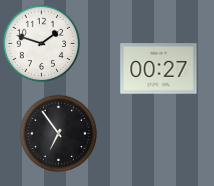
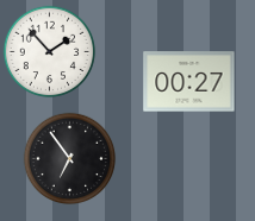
clock at (41, 43): 1:48 -> 1:53
